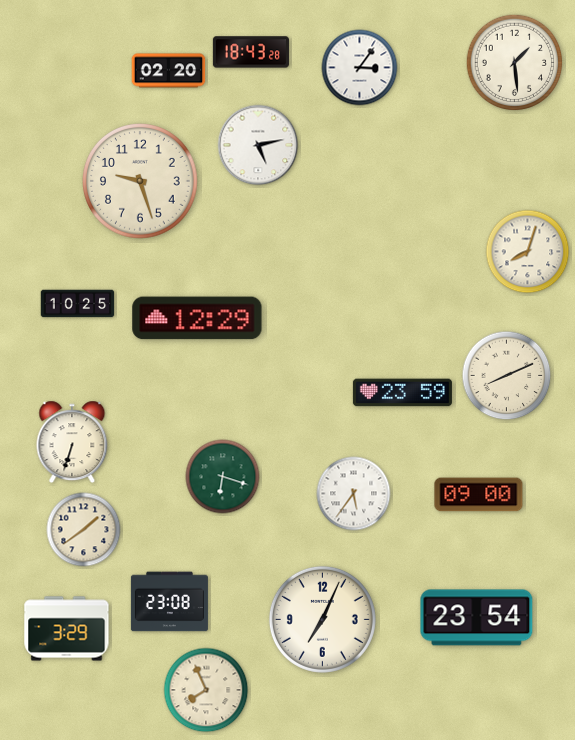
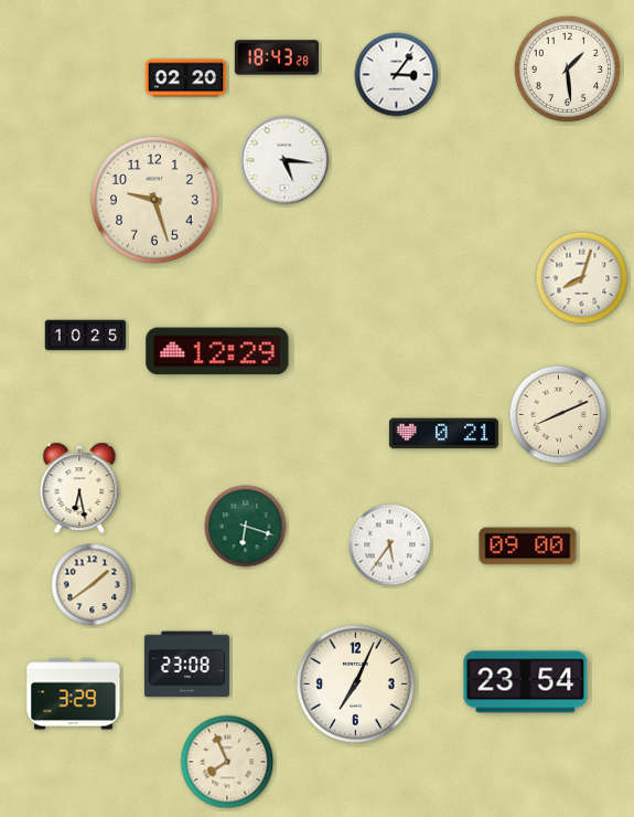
clock at (258, 145): 5:13 -> 5:16
clock at (402, 393): 23:59 -> 0:21
clock at (72, 442): 6:33 -> 6:28
